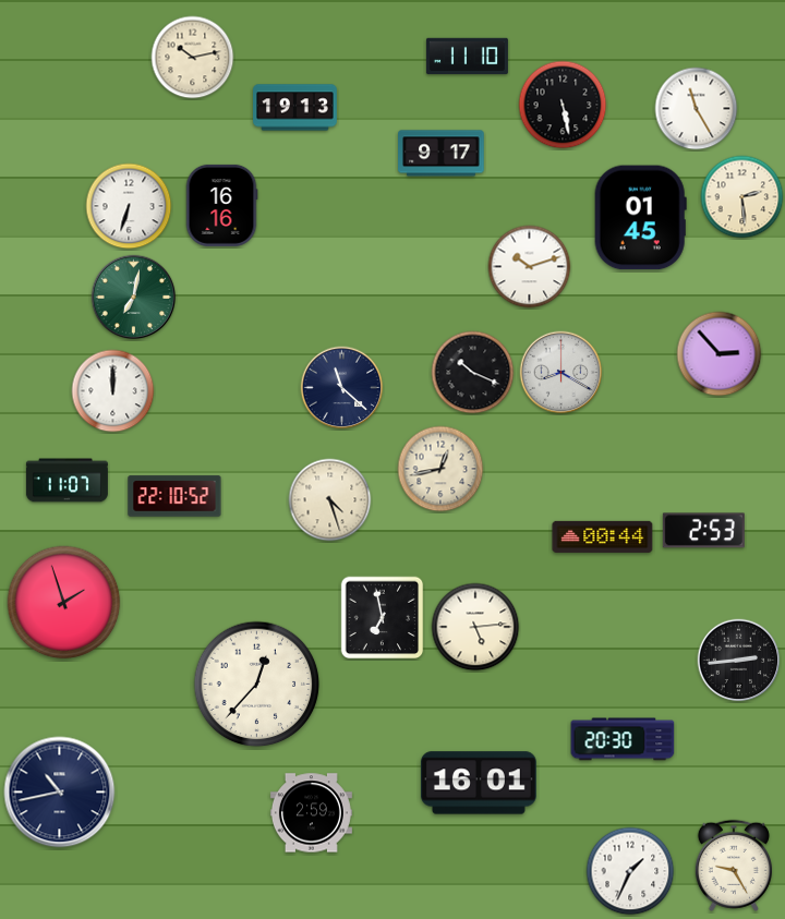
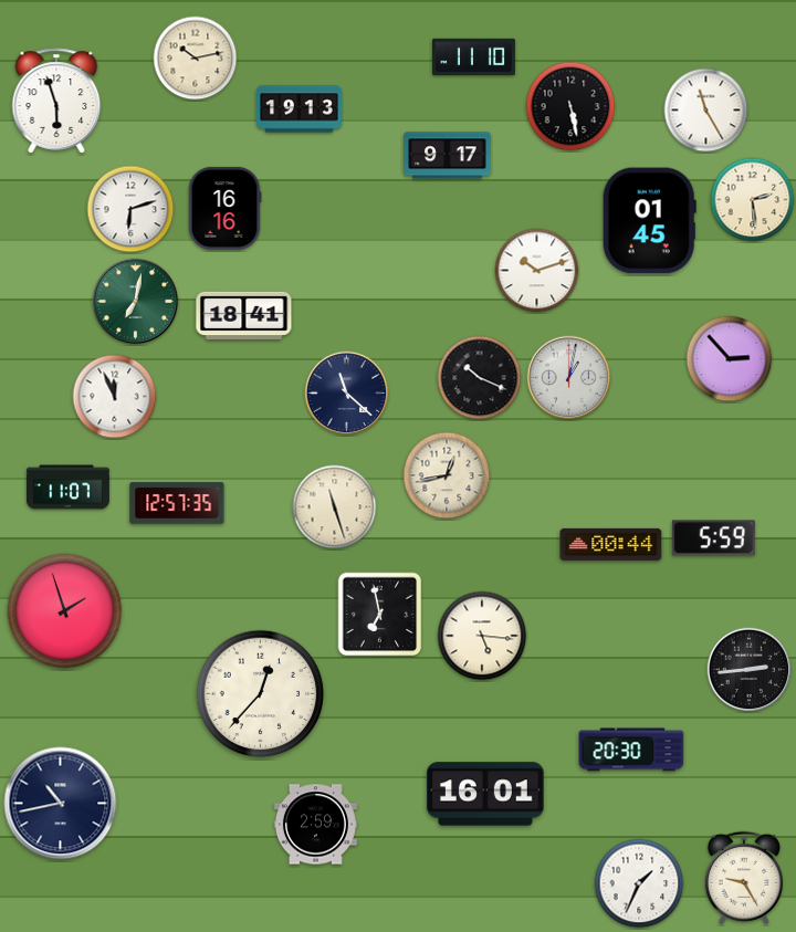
clock at (56, 101): none -> 5:57
clock at (129, 206): 6:33 -> 6:12
clock at (244, 315): none -> 18:41
clock at (561, 373): 8:20 -> 1:02
clock at (113, 391): 12:00 -> 11:56
clock at (174, 496): 22:10 -> 12:57
clock at (330, 500): 4:27 -> 11:27
clock at (703, 531): 2:53 -> 5:59
clock at (383, 618) position: (383, 618) -> (380, 615)
clock at (475, 627): 5:14 -> 5:16
